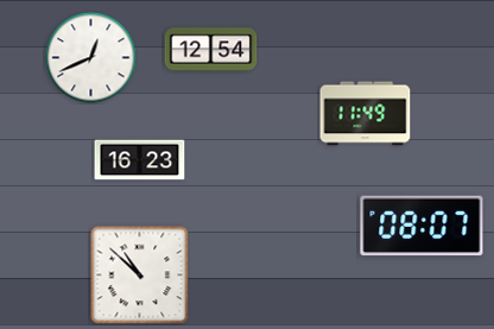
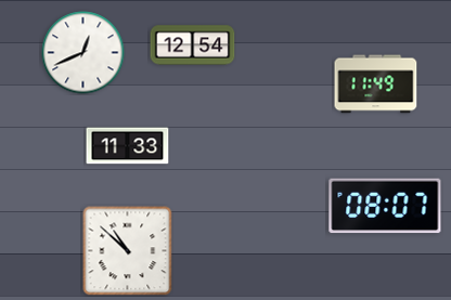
clock at (366, 114) position: (366, 114) -> (376, 84)
clock at (140, 160): 16:23 -> 11:33
